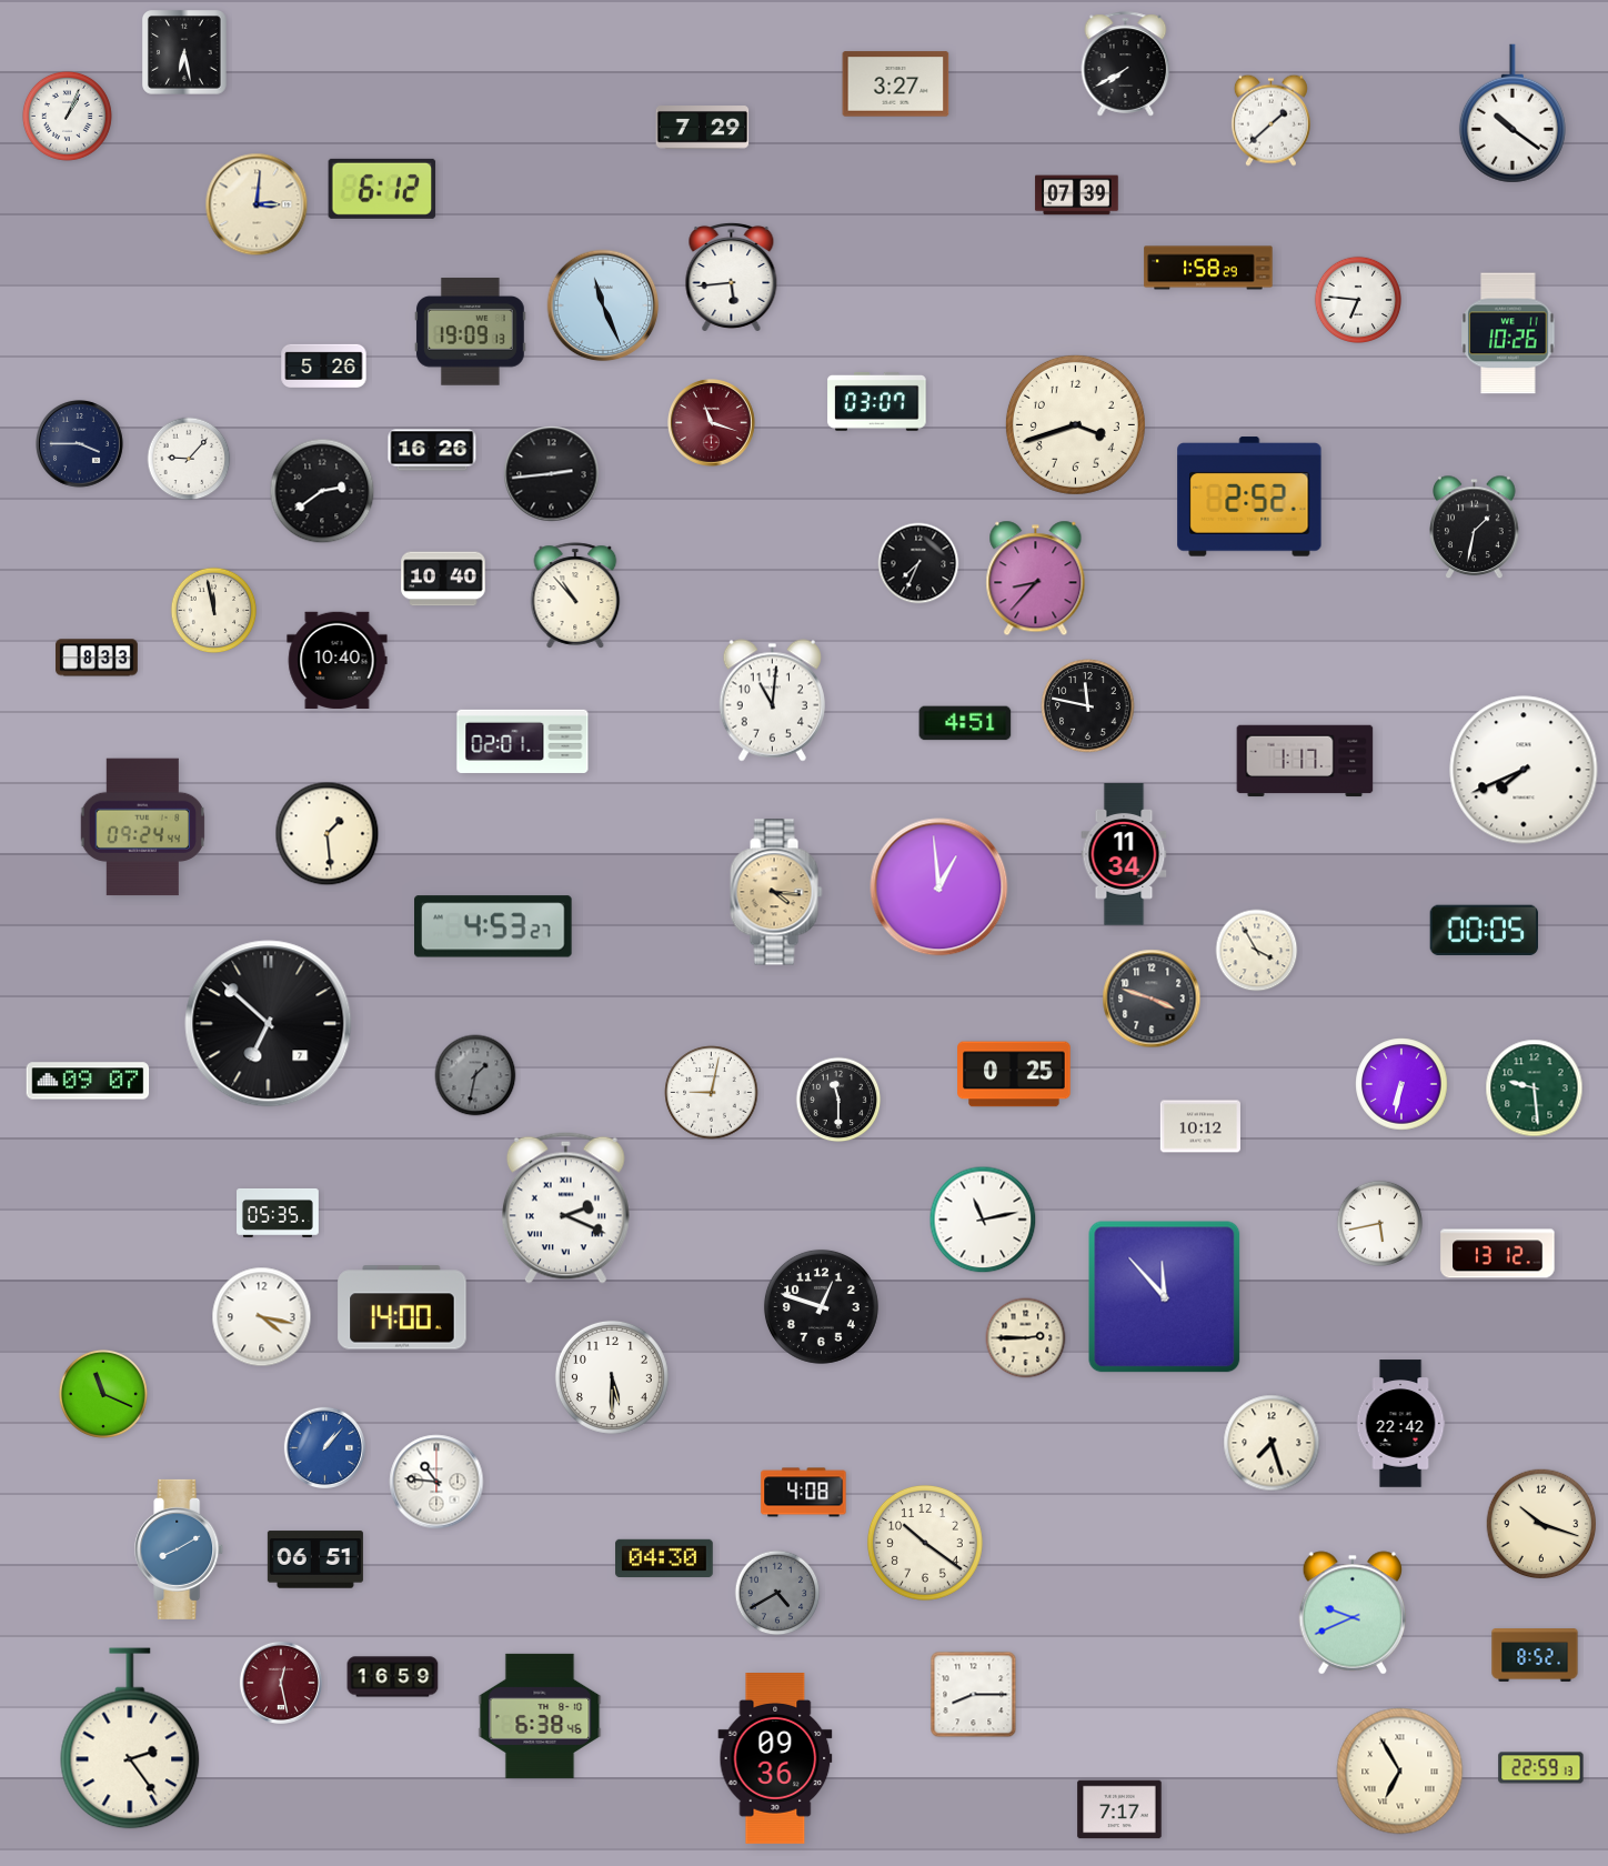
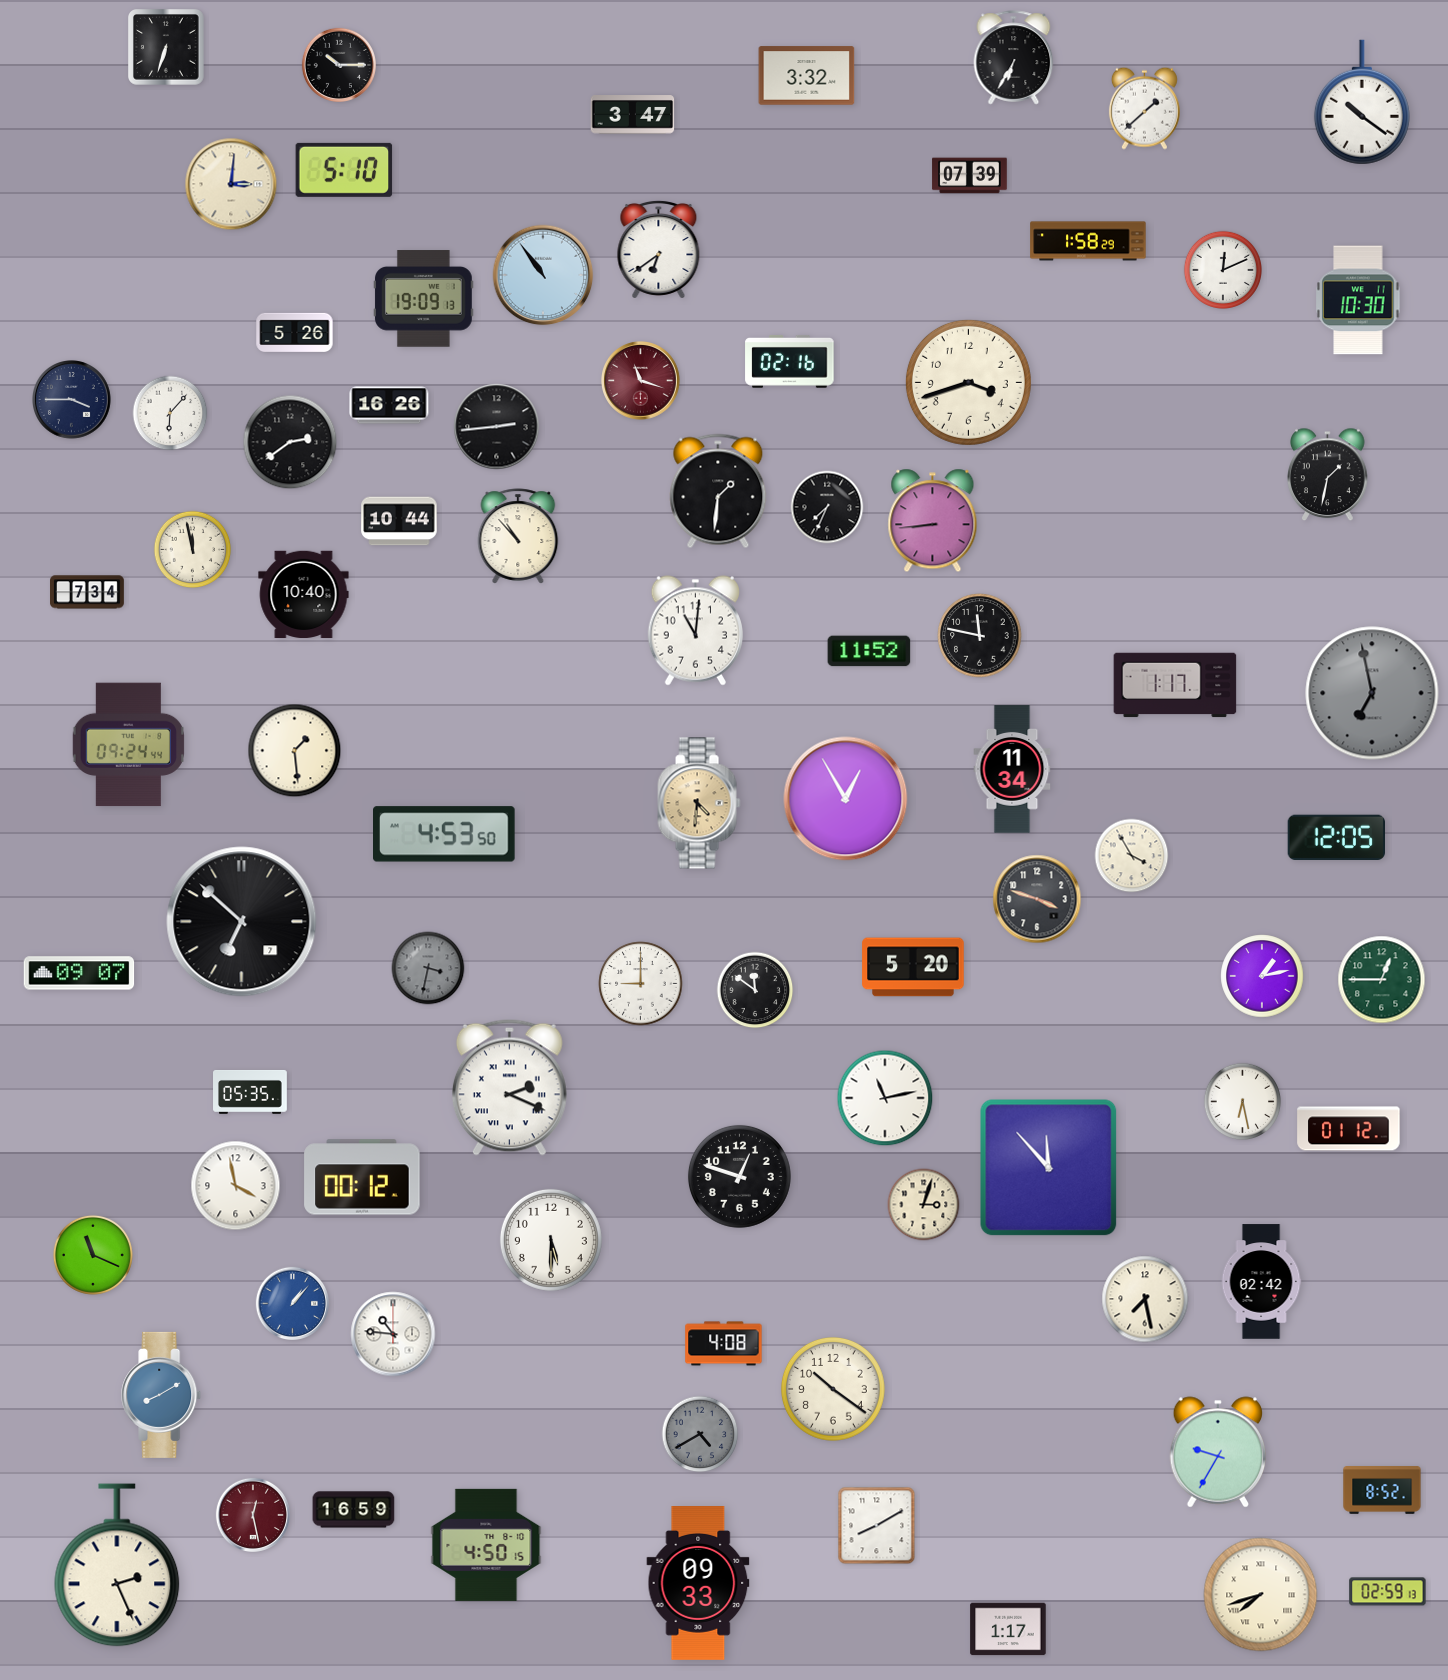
clock at (185, 53): 6:28 -> 6:33
clock at (1126, 64): 7:40 -> 6:35
clock at (339, 65): none -> 10:15
clock at (896, 84): 3:27 -> 3:32
clock at (67, 116): 1:04 -> none
clock at (703, 128): 7:29 -> 3:47
clock at (382, 189): 6:12 -> 5:10
clock at (732, 277): 5:44 -> 6:39
clock at (1357, 299): 6:46 -> 12:11
clock at (603, 305): 11:26 -> 10:54
clock at (1508, 333): 10:26 -> 10:30
clock at (324, 365) position: (324, 365) -> (295, 332)
clock at (877, 402): 03:07 -> 02:16
clock at (189, 459): 9:07 -> 6:07
clock at (1249, 496): 2:52 -> none
clock at (718, 491): none -> 1:31
clock at (443, 579): 10:40 -> 10:44
clock at (1036, 579): 8:37 -> 8:44
clock at (98, 658): 8:33 -> 7:34
clock at (965, 723): 4:51 -> 11:52
clock at (523, 741): 02:01 -> none
clock at (1524, 770): 7:41 -> 6:58
clock at (1524, 770) dial: white -> grey
clock at (939, 887): 12:59 -> 12:55
clock at (776, 892): 4:16 -> 4:31
clock at (494, 926): 4:53:27 -> 4:53:50
clock at (1484, 930): 00:05 -> 12:05
clock at (1014, 1074): 0:25 -> 5:20
clock at (475, 1075): 1:32 -> 3:32
clock at (1401, 1084): 6:32 -> 1:13
clock at (1535, 1088): 9:29 -> 12:45
clock at (712, 1093): 9:02 -> 9:00
clock at (838, 1100): 11:30 -> 11:51
clock at (1200, 1126): 10:12 -> none
clock at (1380, 1224): 5:43 -> 6:28
clock at (1498, 1254): 13:12 -> 01:12
clock at (402, 1307): 14:00 -> 00:12
clock at (262, 1317): 4:17 -> 3:58
clock at (1026, 1338): 2:45 -> 3:03
clock at (1400, 1424): 22:42 -> 02:42
clock at (1272, 1443): 7:27 -> 7:28
clock at (1541, 1524): 10:18 -> none
clock at (664, 1557): 04:30 -> none
clock at (315, 1559): 06:51 -> none
clock at (1353, 1613): 9:41 -> 9:35
clock at (974, 1695): 8:15 -> 8:10
clock at (540, 1716): 6:38 -> 4:50
clock at (130, 1738): 2:24 -> 2:26
clock at (775, 1759): 09:36 -> 09:33
clock at (1541, 1768): 22:59 -> 02:59
clock at (1400, 1772): 6:55 -> 7:42
clock at (1119, 1809): 7:17 -> 1:17
